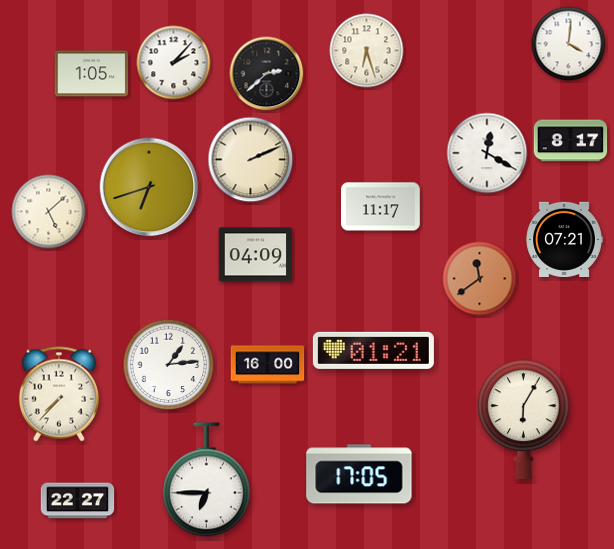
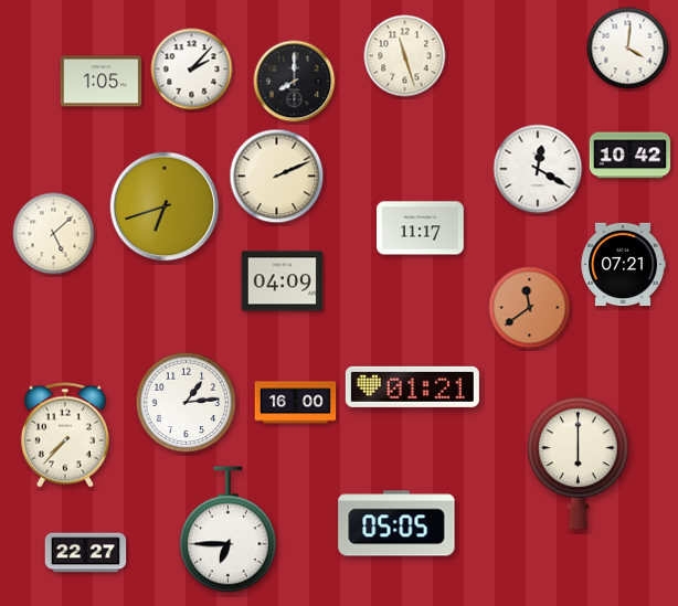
clock at (367, 51): 6:27 -> 11:27
clock at (267, 74): 2:38 -> 8:00
clock at (571, 141): 8:17 -> 10:42
clock at (524, 419): 6:05 -> 6:00
clock at (359, 474): 17:05 -> 05:05
